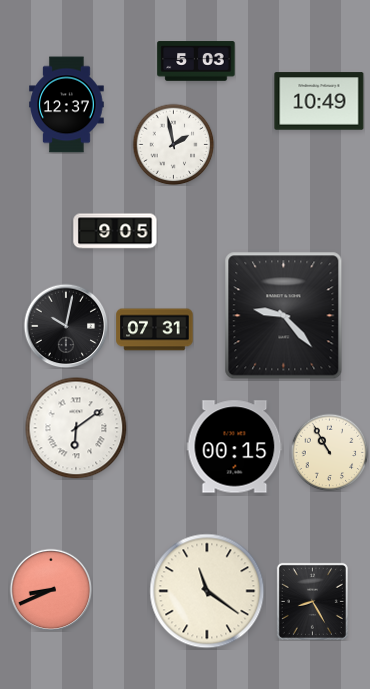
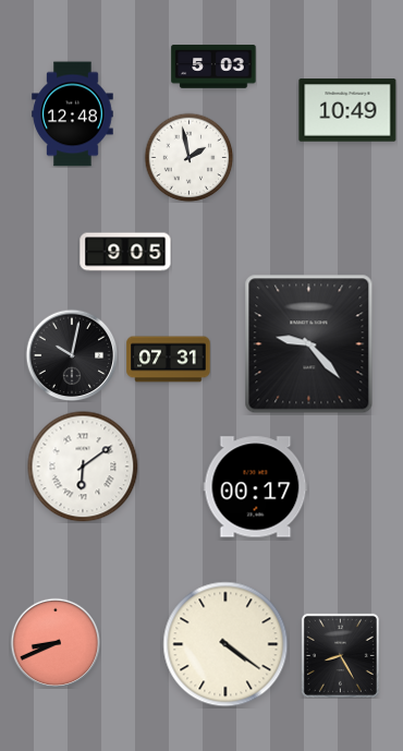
clock at (67, 105): 12:37 -> 12:48
clock at (235, 447): 00:15 -> 00:17
clock at (329, 452): 10:55 -> none
clock at (207, 591): 11:21 -> 4:21
